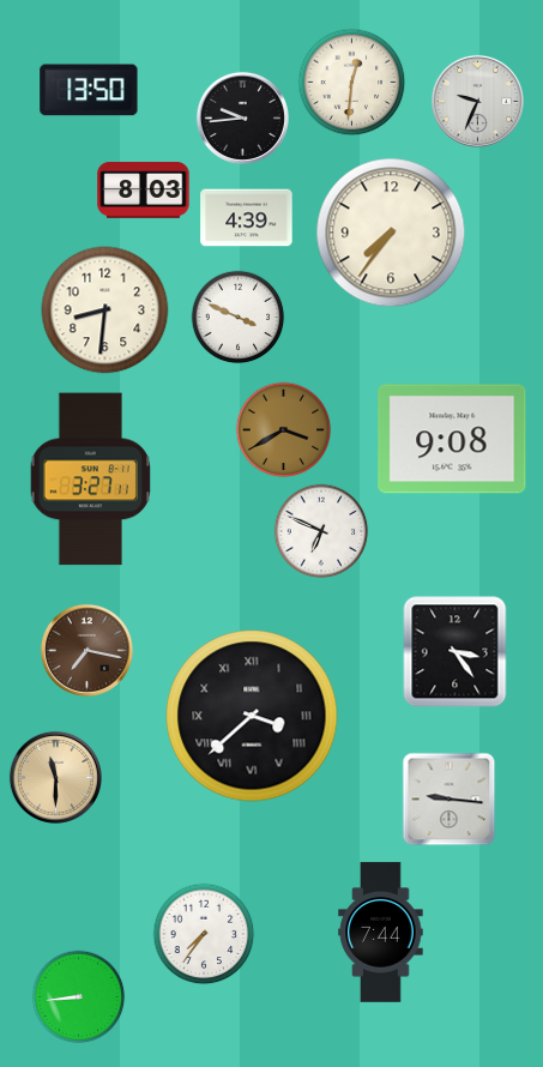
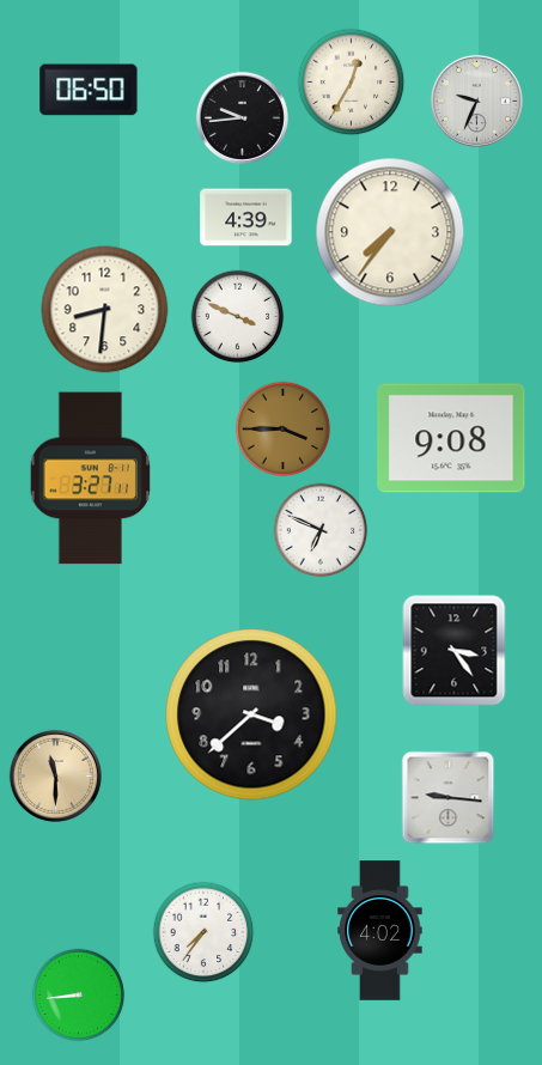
clock at (351, 82): 12:31 -> 12:35
clock at (89, 90): 13:50 -> 06:50
clock at (144, 191): 8:03 -> none
clock at (283, 429): 3:40 -> 3:45
clock at (86, 650): 7:17 -> none
clock at (252, 716) numerals: Roman -> Arabic
clock at (381, 933): 7:44 -> 4:02
